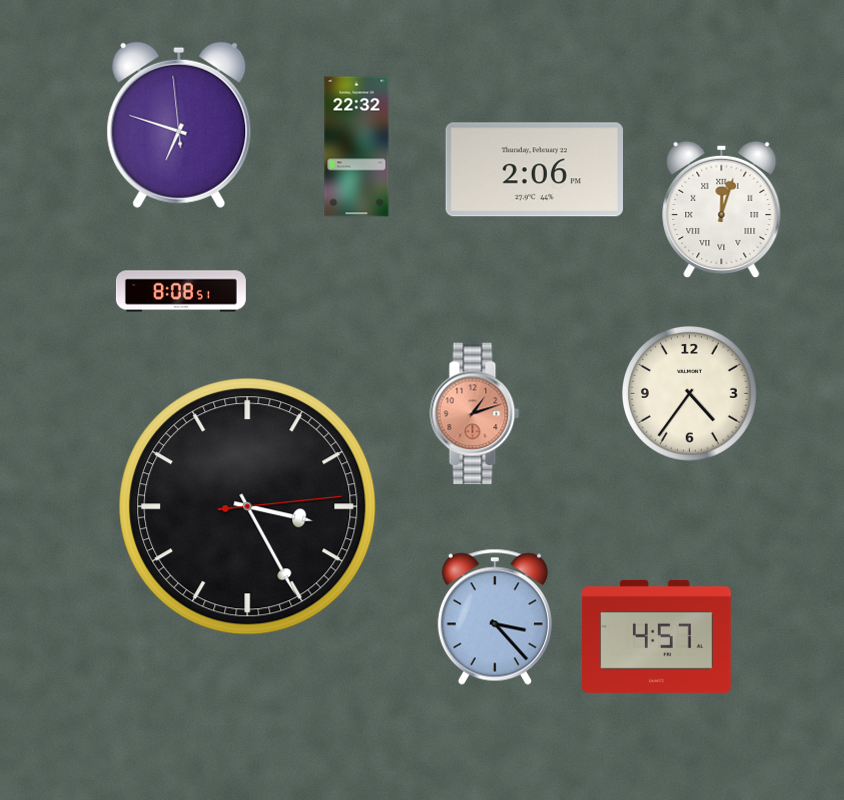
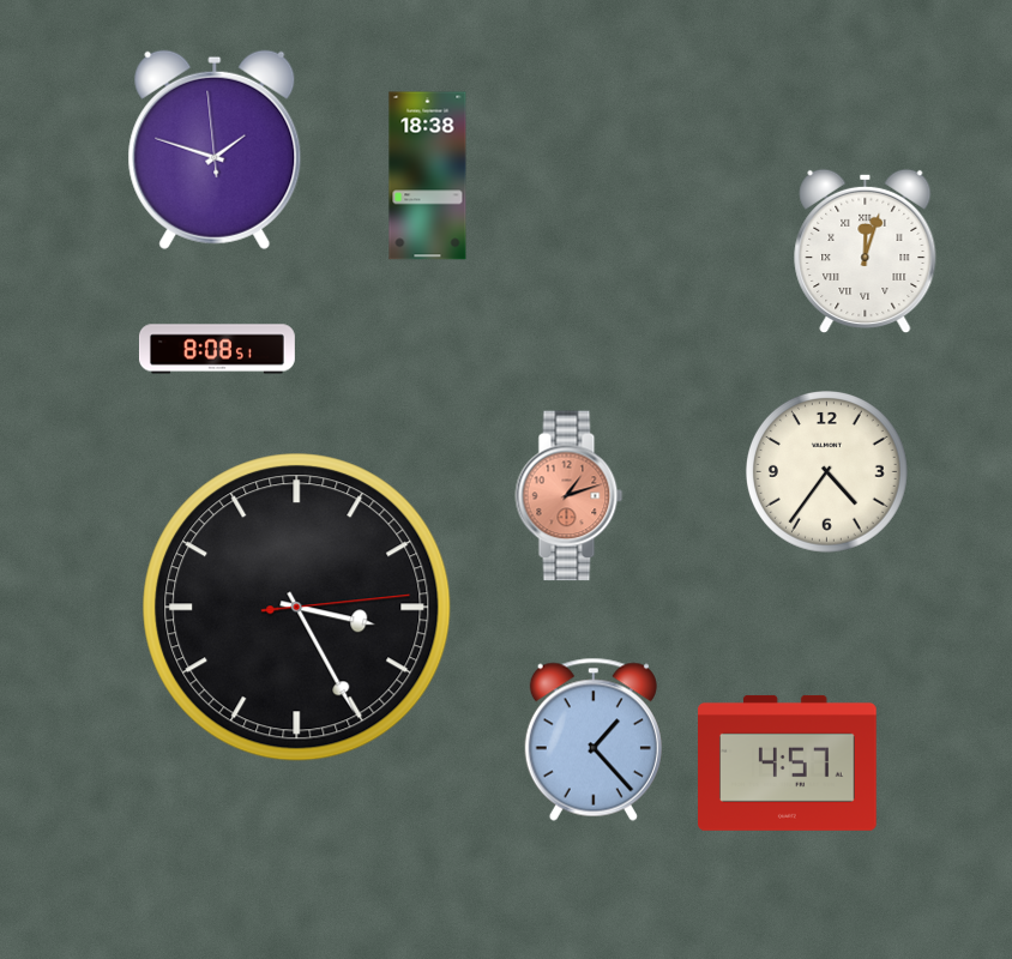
clock at (179, 125): 6:47 -> 1:47
clock at (357, 147): 22:32 -> 18:38
clock at (534, 170): 2:06 -> none
clock at (495, 617): 3:23 -> 1:23
